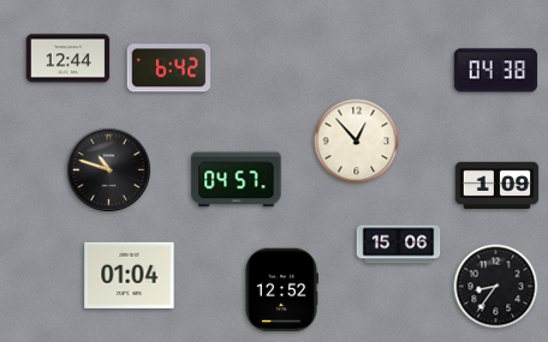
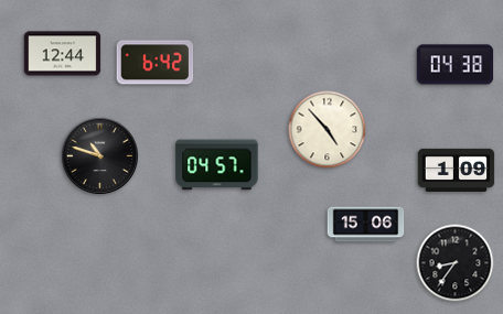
clock at (357, 142): 12:53 -> 4:53
clock at (130, 275): 01:04 -> none
clock at (281, 290): 12:52 -> none
